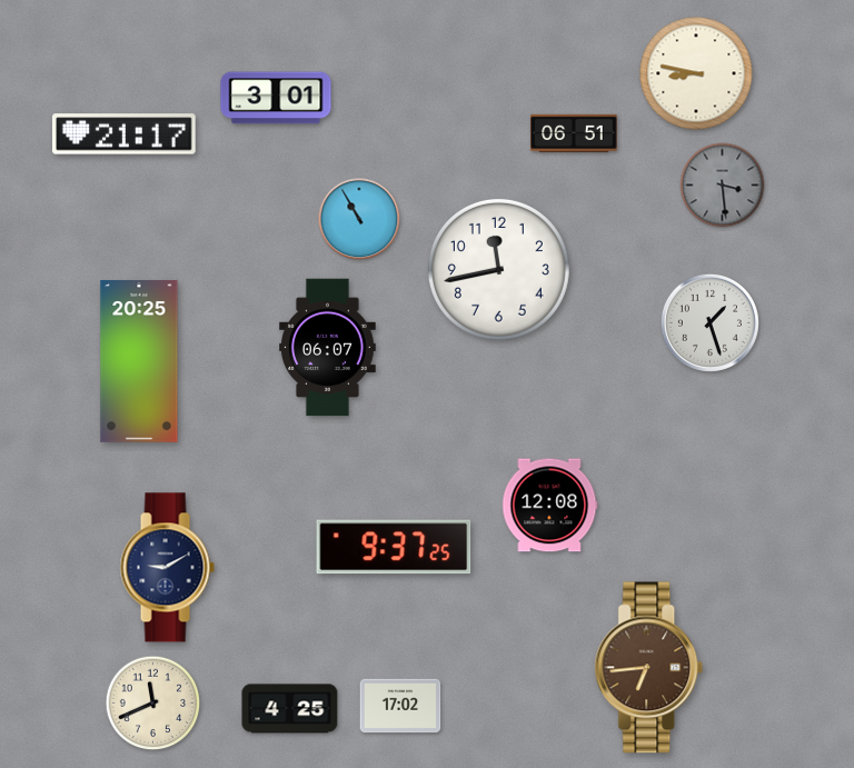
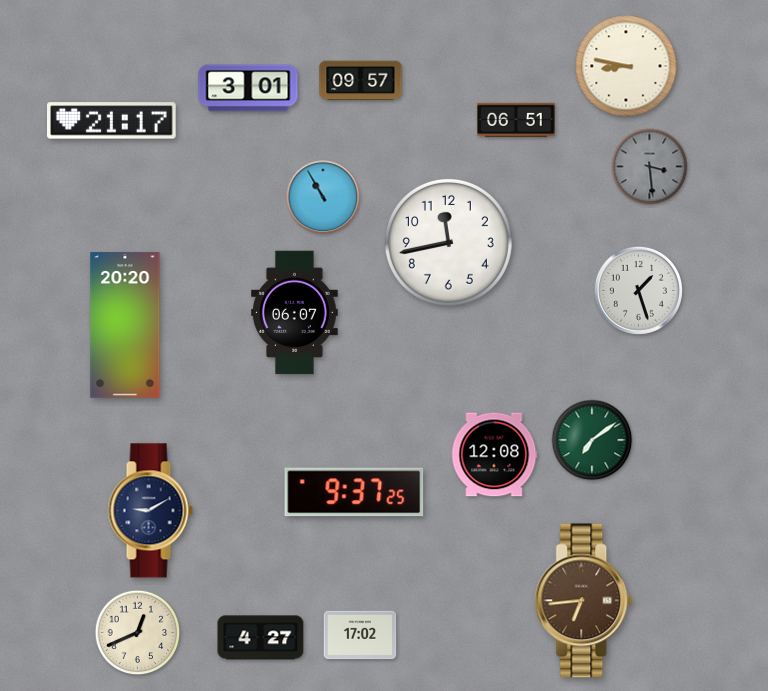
clock at (361, 81): none -> 09:57
clock at (139, 361): 20:25 -> 20:20
clock at (592, 440): none -> 7:09
clock at (153, 704): 11:41 -> 12:41
clock at (290, 709): 4:25 -> 4:27
